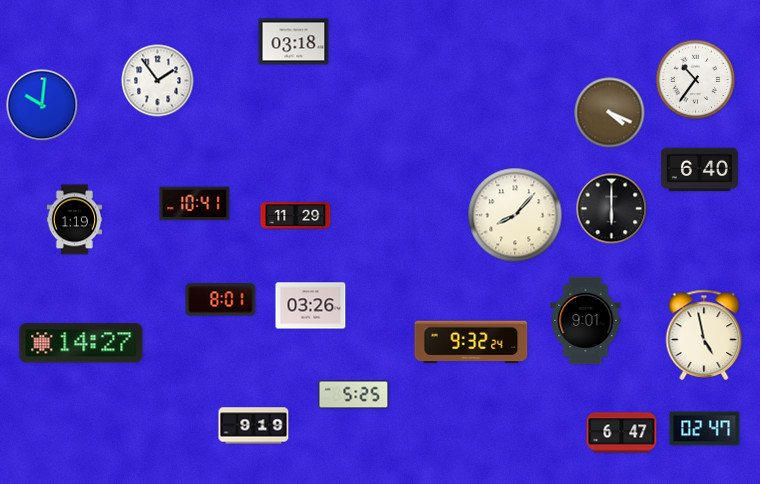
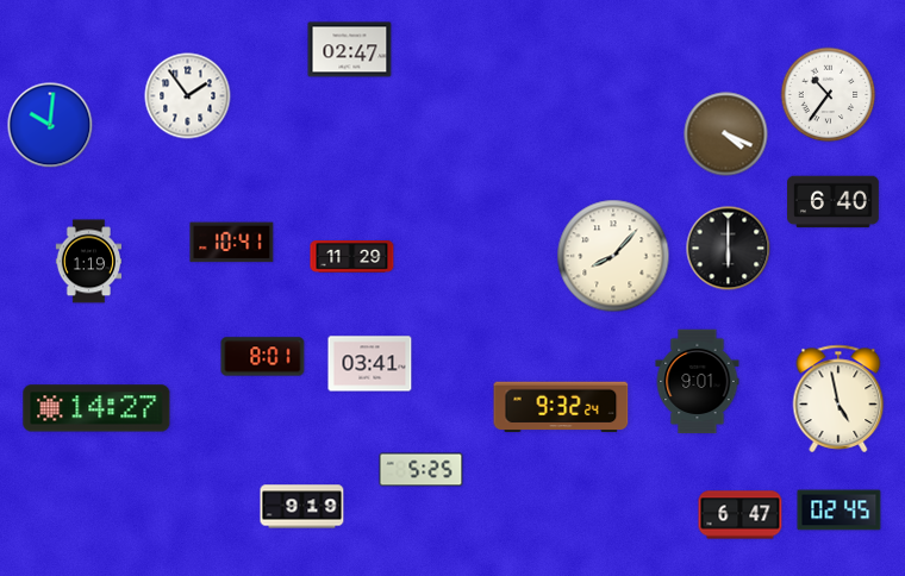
clock at (294, 42): 03:18 -> 02:47
clock at (311, 306): 03:26 -> 03:41
clock at (705, 429): 02:47 -> 02:45
